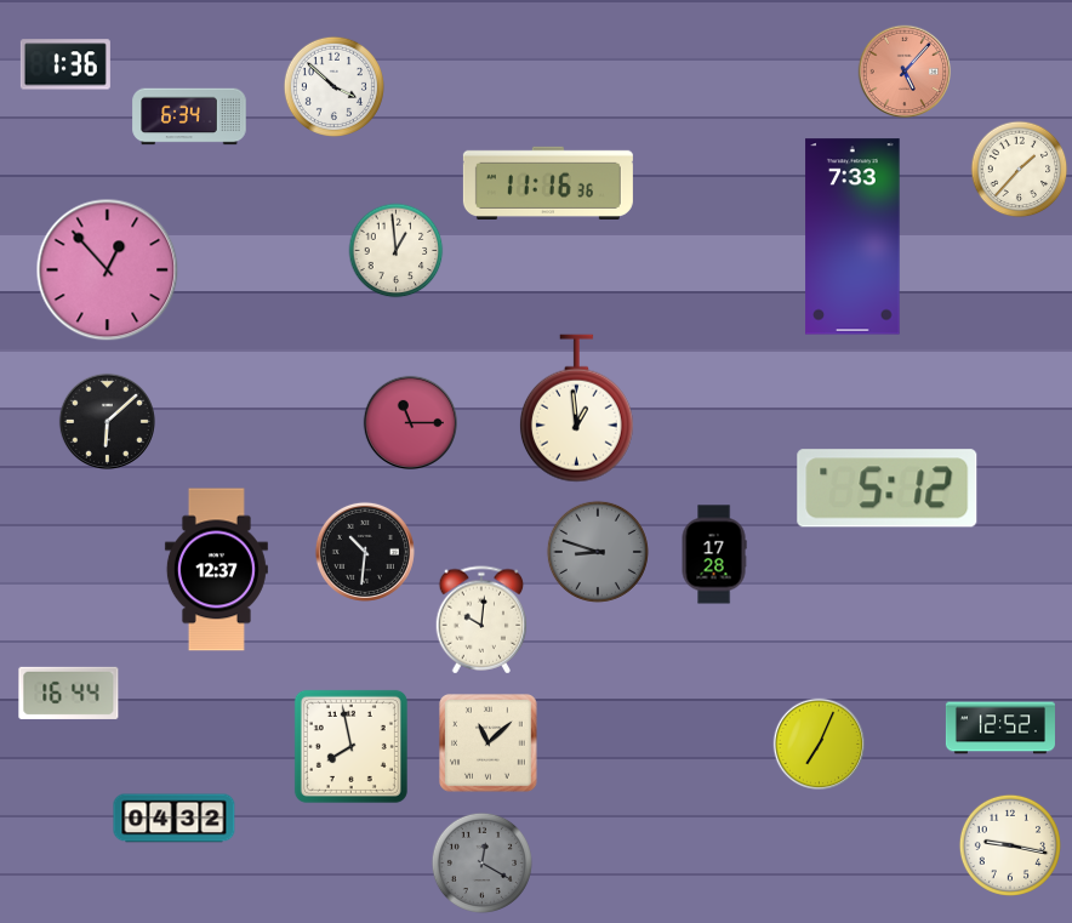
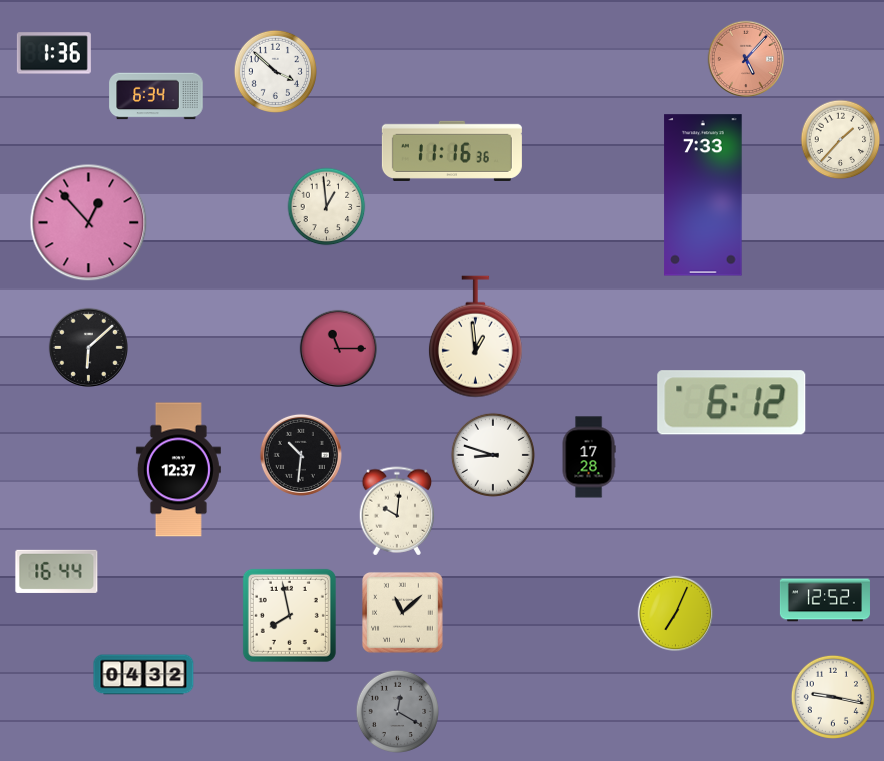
clock at (888, 489): 5:12 -> 6:12
clock at (598, 552) dial: grey -> white
